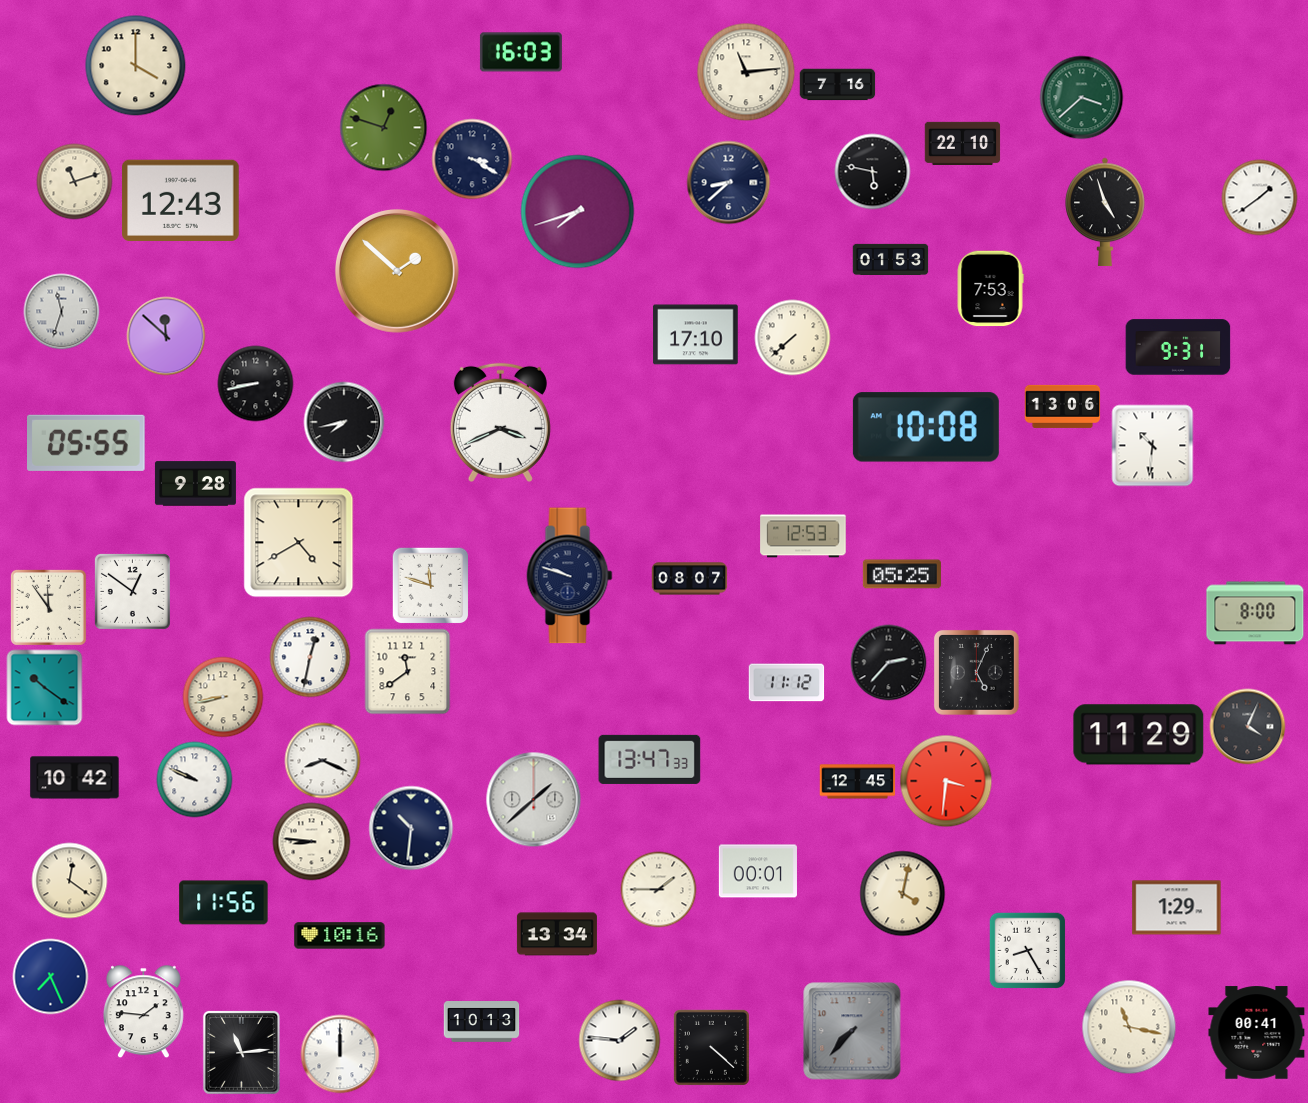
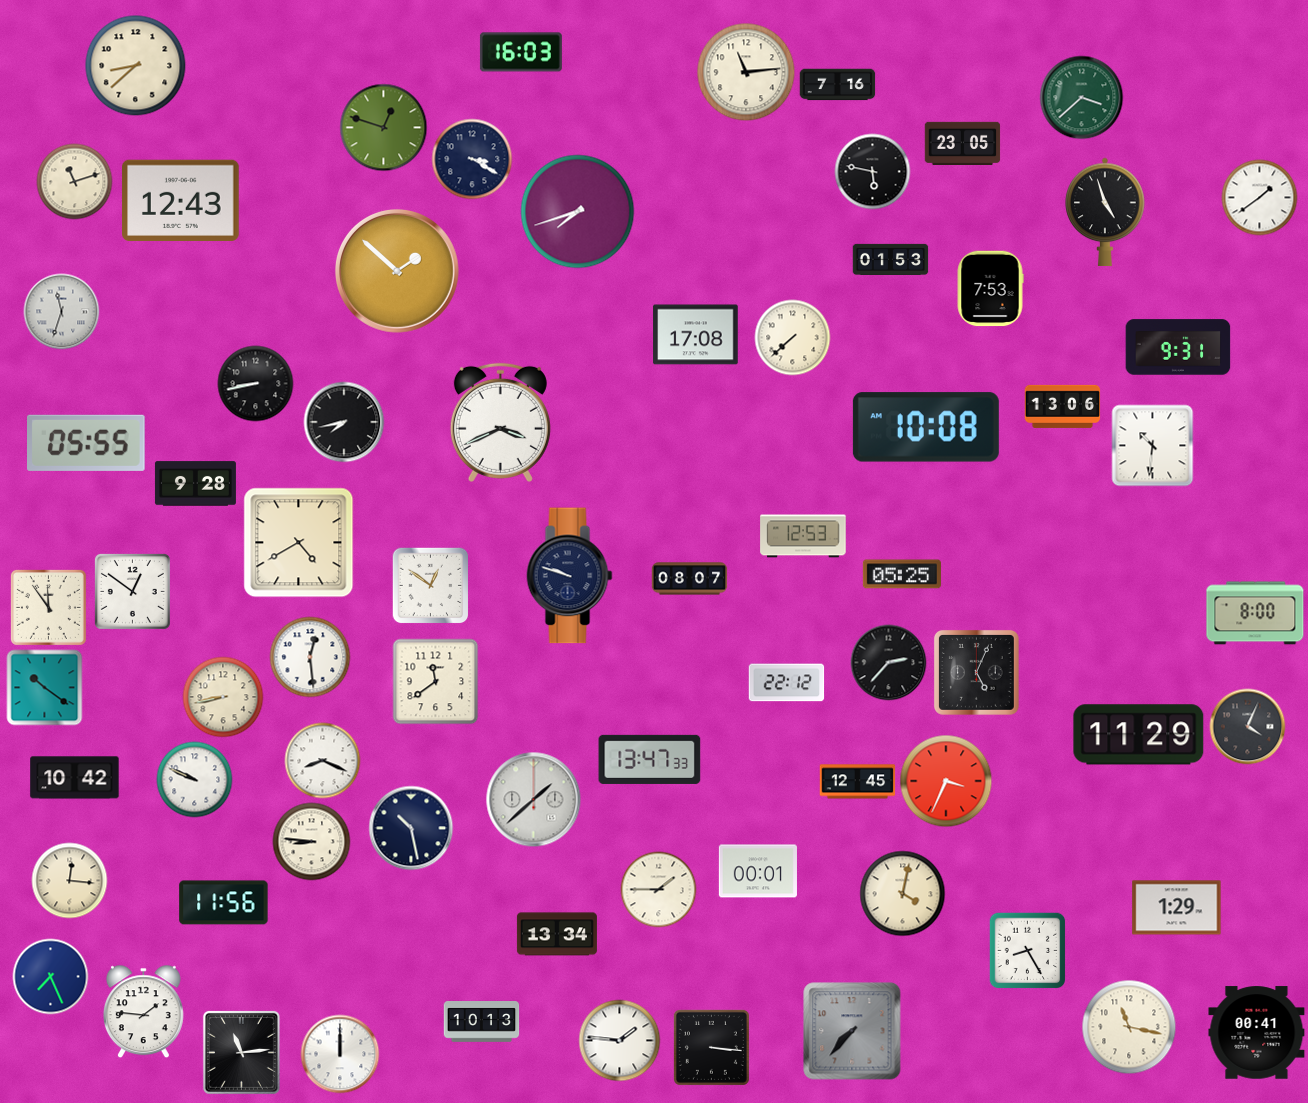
clock at (136, 66): 4:00 -> 8:38
clock at (963, 143): 22:10 -> 23:05
clock at (729, 183): 8:38 -> none
clock at (696, 335): 17:10 -> 17:08
clock at (166, 336): 11:52 -> none
clock at (430, 585): 11:48 -> 12:51
clock at (310, 657): 12:32 -> 12:29
clock at (408, 672) position: (408, 672) -> (436, 682)
clock at (787, 683): 11:12 -> 22:12
clock at (946, 781): 3:31 -> 3:34
clock at (411, 828): 10:31 -> 10:28
clock at (70, 881): 12:21 -> 12:16
clock at (340, 936): 10:16 -> none
clock at (711, 1047): 4:22 -> 3:16
